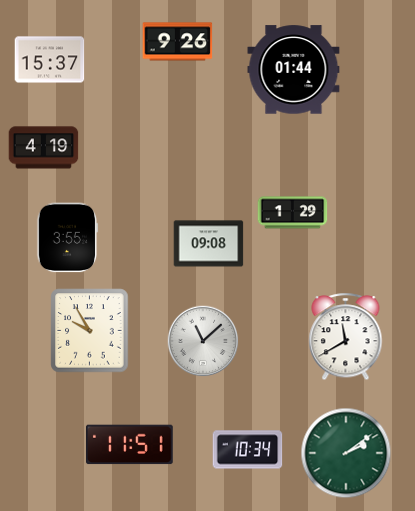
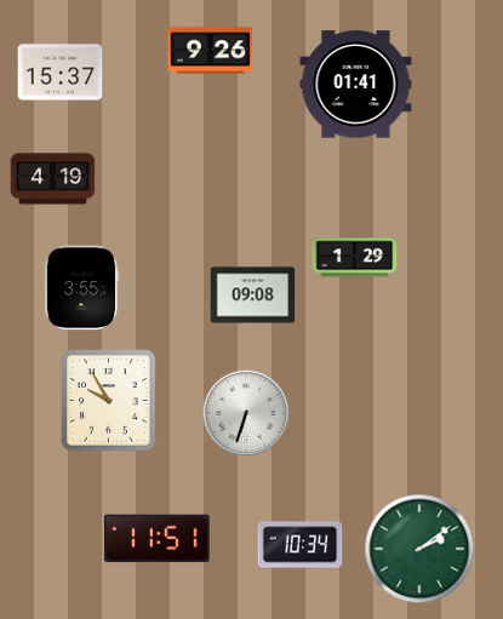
clock at (178, 42) position: (178, 42) -> (211, 51)
clock at (294, 70): 01:44 -> 01:41
clock at (346, 337): 11:40 -> none
clock at (203, 341): 11:08 -> 6:33
